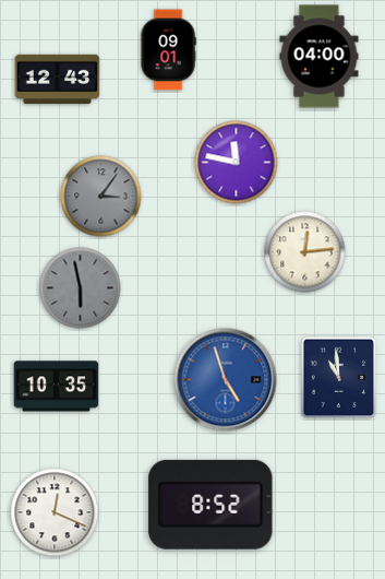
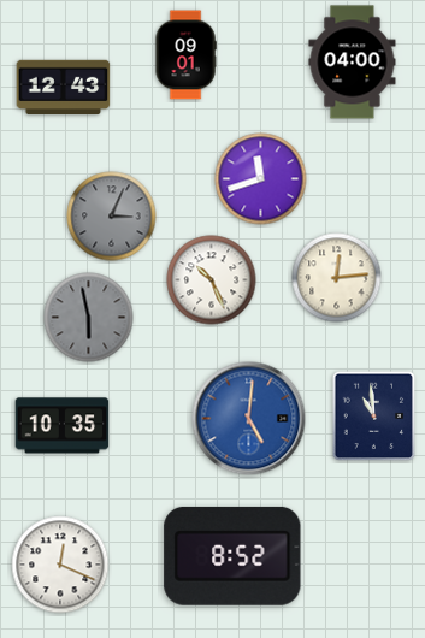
clock at (237, 163): 11:47 -> 11:42
clock at (101, 197): 3:06 -> 3:04
clock at (212, 280): none -> 10:26
clock at (226, 380): 4:57 -> 5:01
